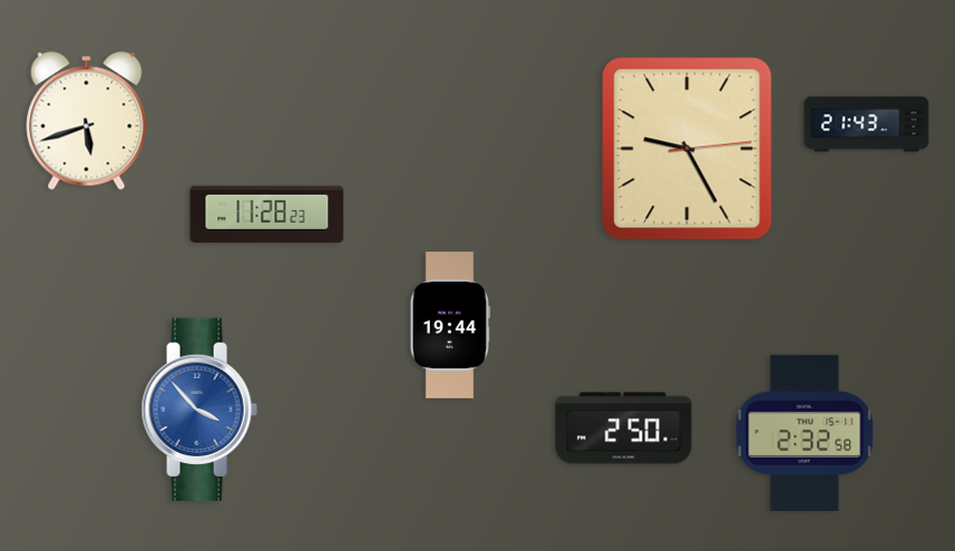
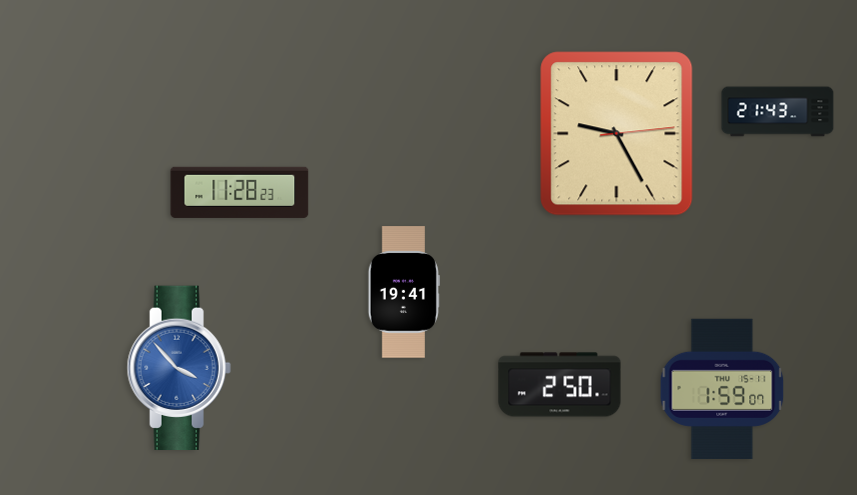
clock at (87, 121): 5:42 -> none
clock at (450, 325): 19:44 -> 19:41
clock at (805, 432): 2:32 -> 1:59
